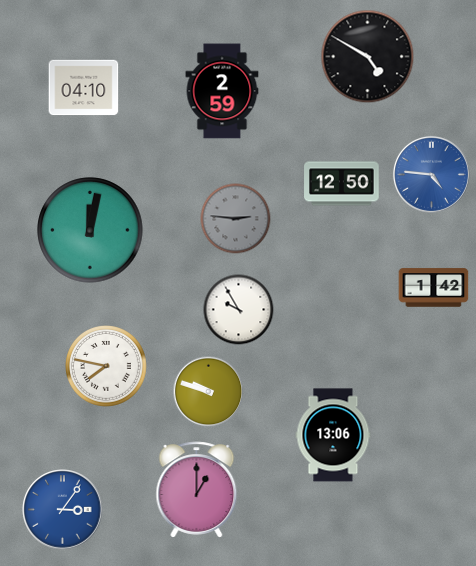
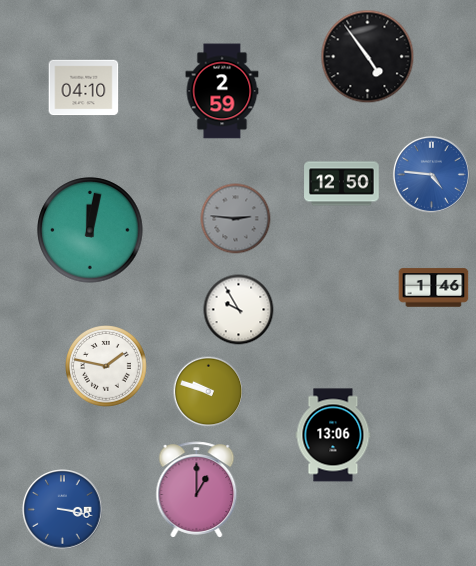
clock at (368, 57): 4:50 -> 4:54
clock at (434, 288): 1:42 -> 1:46
clock at (107, 367): 7:47 -> 1:47
clock at (63, 510): 3:06 -> 3:17
